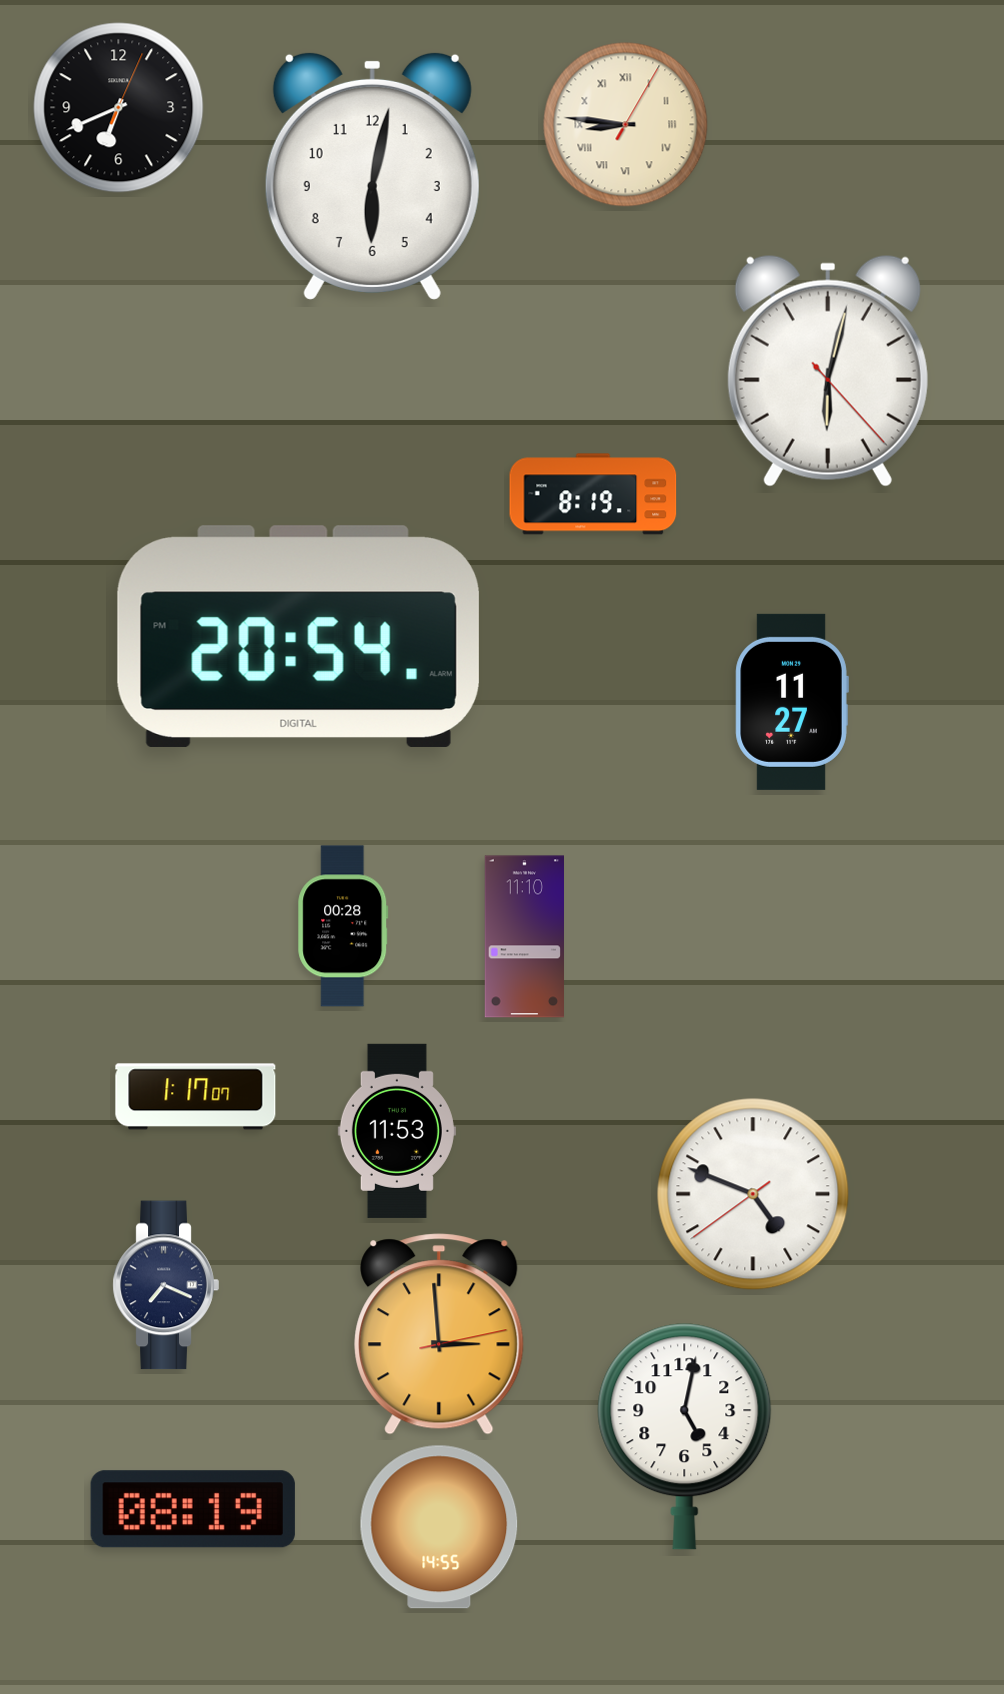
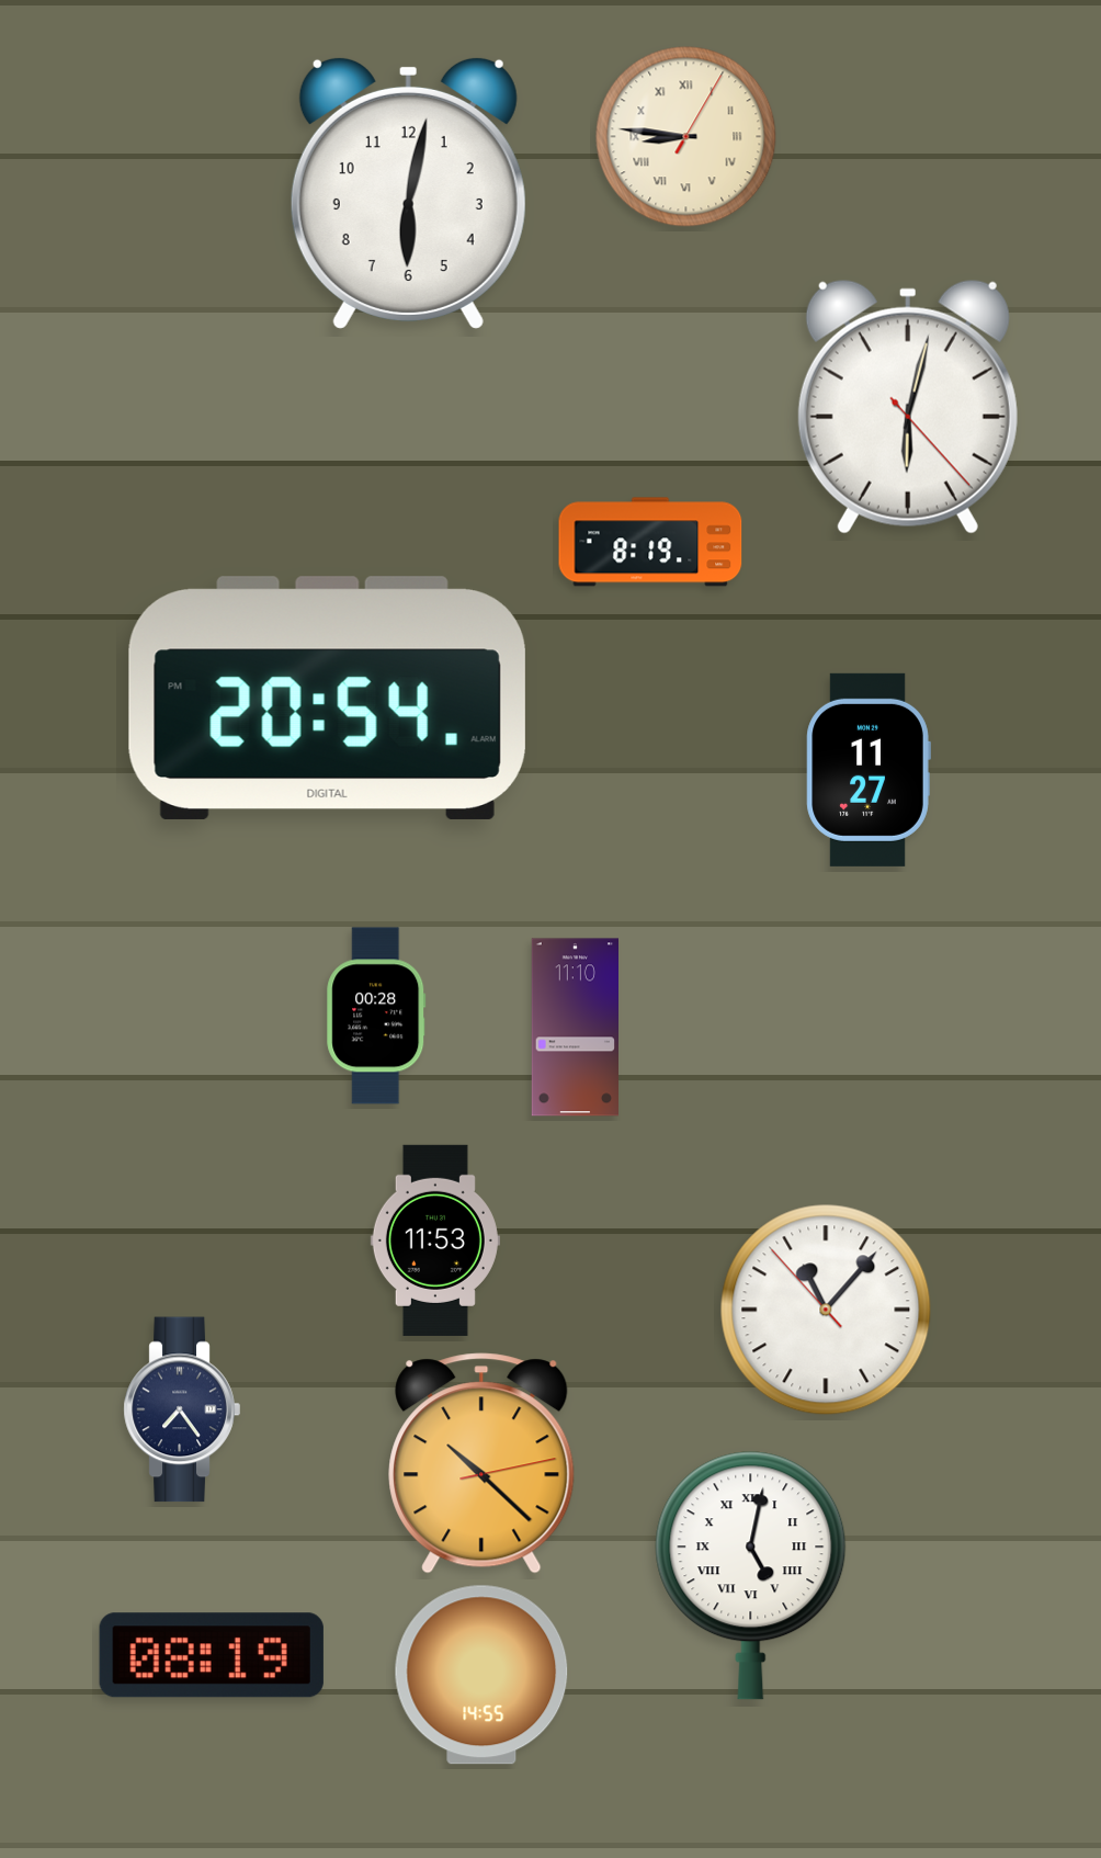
clock at (119, 108): 6:41 -> none
clock at (196, 1097): 1:17 -> none
clock at (753, 1194): 4:48 -> 11:06
clock at (166, 1285): 7:19 -> 7:24
clock at (439, 1334): 2:59 -> 10:22
clock at (685, 1437) numerals: Arabic -> Roman
